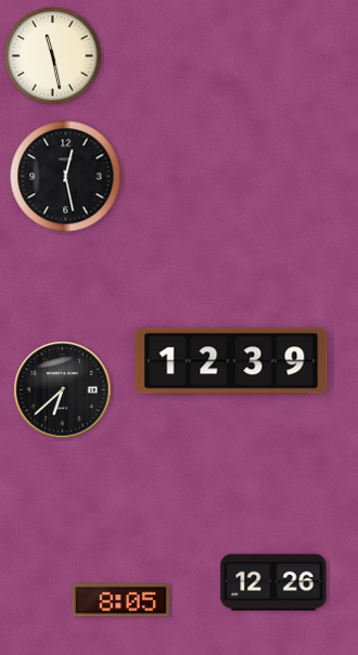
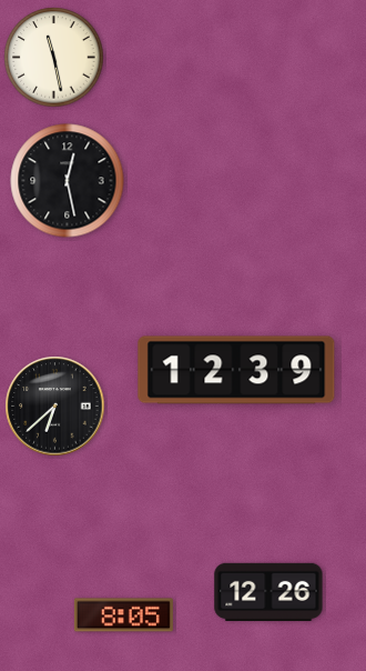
clock at (63, 390) position: (63, 390) -> (55, 407)
clock at (273, 581) position: (273, 581) -> (268, 591)
